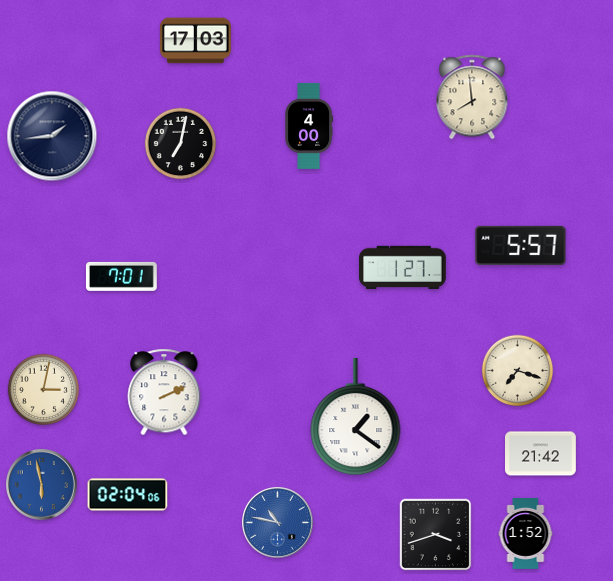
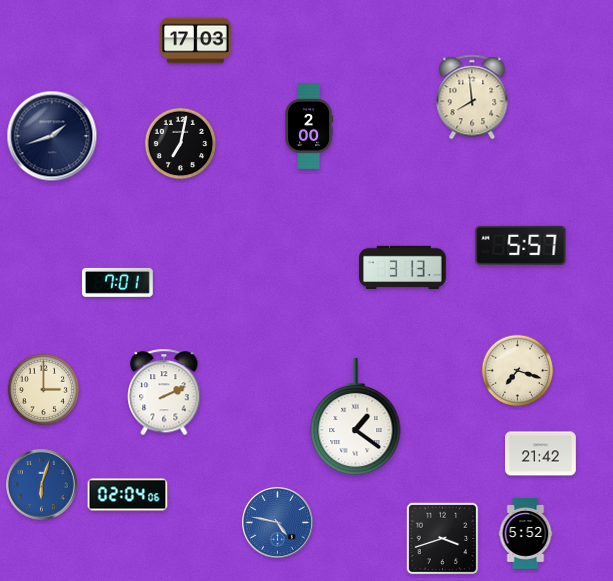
clock at (309, 126): 4:00 -> 2:00
clock at (52, 136): 1:44 -> 1:42
clock at (403, 268): 1:27 -> 3:13
clock at (121, 276) position: (121, 276) -> (117, 282)
clock at (44, 390): 3:02 -> 3:00
clock at (42, 485): 5:58 -> 6:03
clock at (278, 523): 10:47 -> 4:47
clock at (526, 534): 1:52 -> 5:52
clock at (436, 535) position: (436, 535) -> (443, 539)
